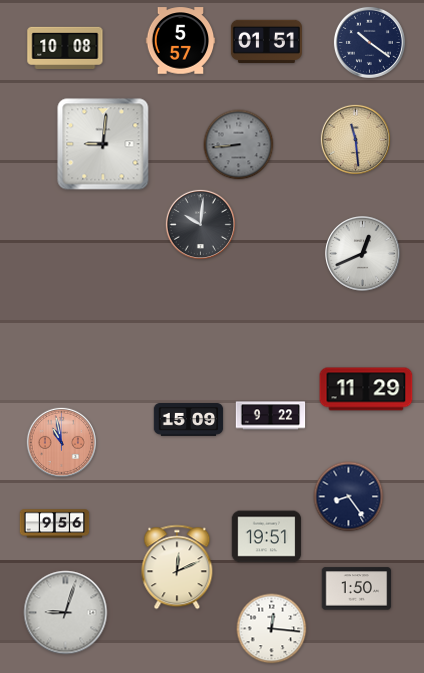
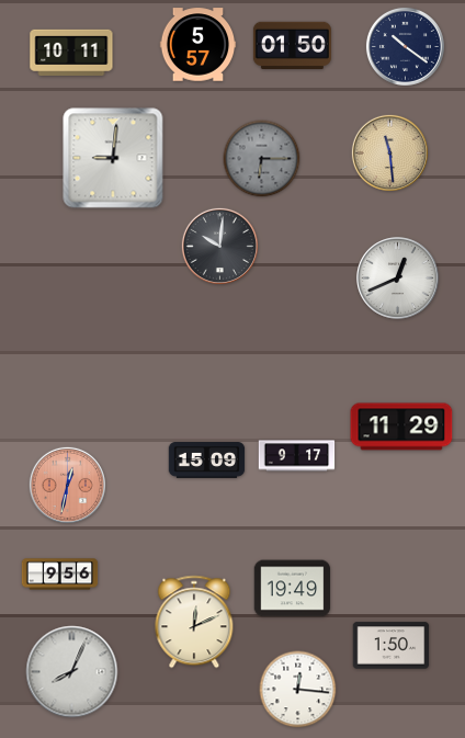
clock at (266, 41): 01:51 -> 01:50
clock at (65, 47): 10:08 -> 10:11
clock at (239, 145): 8:44 -> 6:15
clock at (271, 416): 9:22 -> 9:17
clock at (61, 442): 10:58 -> 12:32
clock at (349, 497): 8:24 -> none
clock at (267, 537): 19:51 -> 19:49
clock at (66, 613): 9:03 -> 8:04
